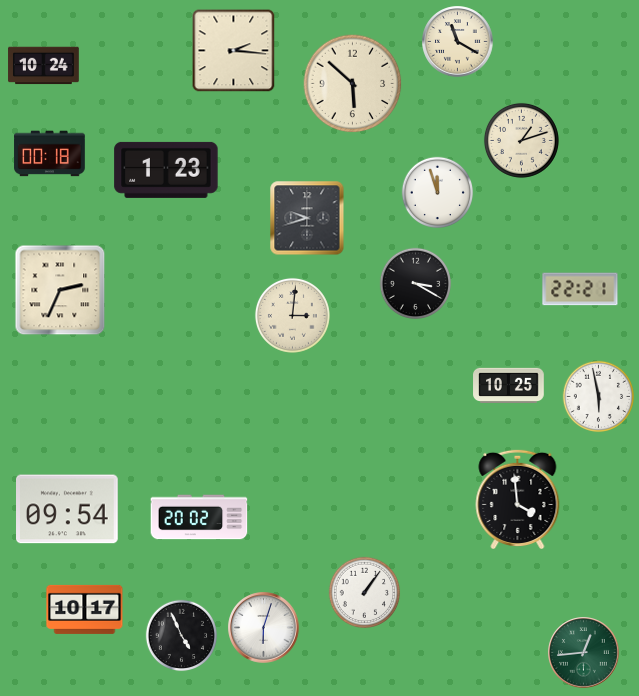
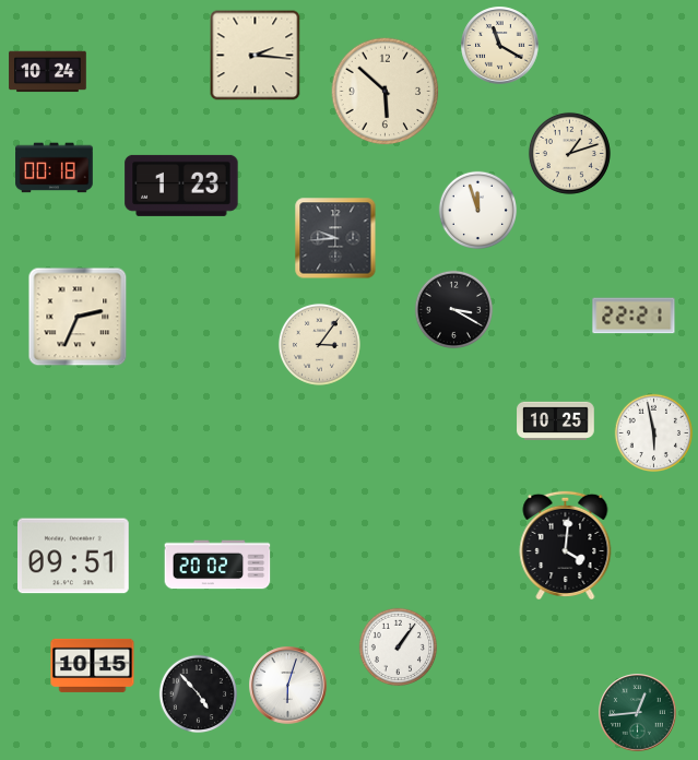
clock at (307, 218): 9:42 -> 9:44
clock at (60, 290) position: (60, 290) -> (78, 317)
clock at (292, 315): 3:01 -> 3:06
clock at (518, 498): 3:59 -> 4:01
clock at (68, 509): 09:54 -> 09:51
clock at (85, 609): 10:17 -> 10:15
clock at (182, 636): 4:56 -> 4:53
